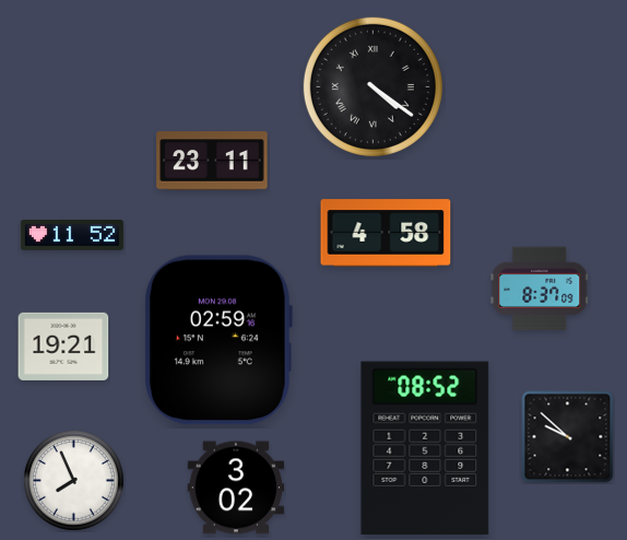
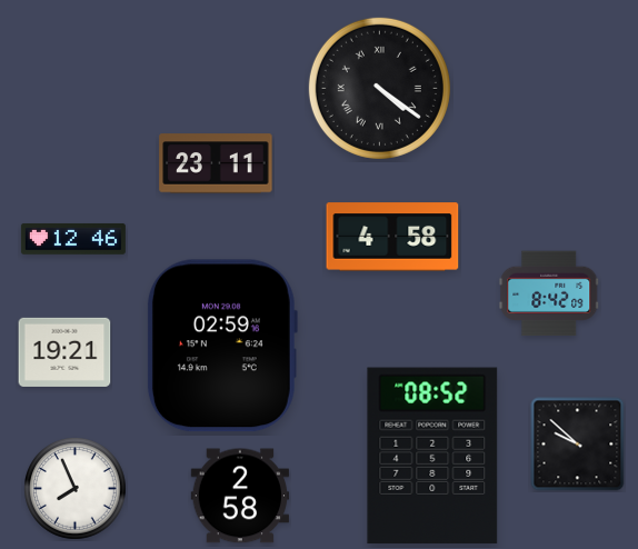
clock at (72, 235): 11:52 -> 12:46
clock at (540, 289): 8:37 -> 8:42
clock at (236, 488): 3:02 -> 2:58
